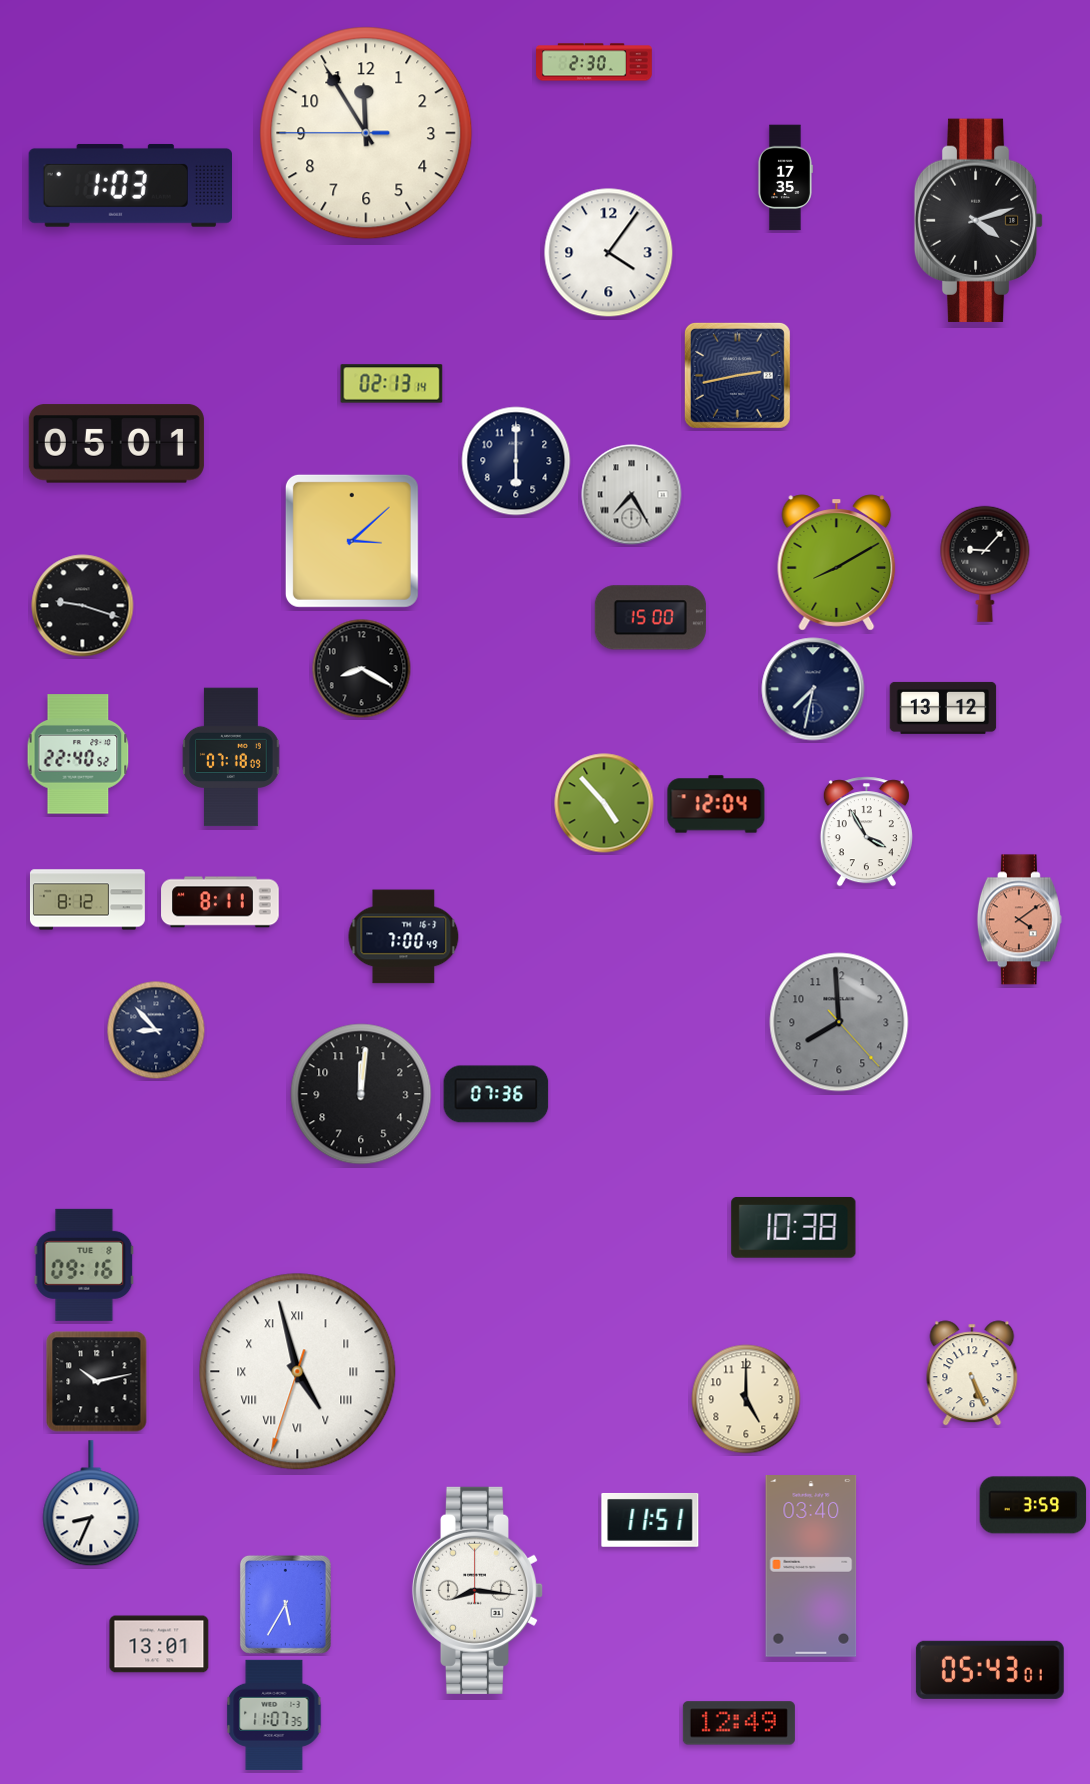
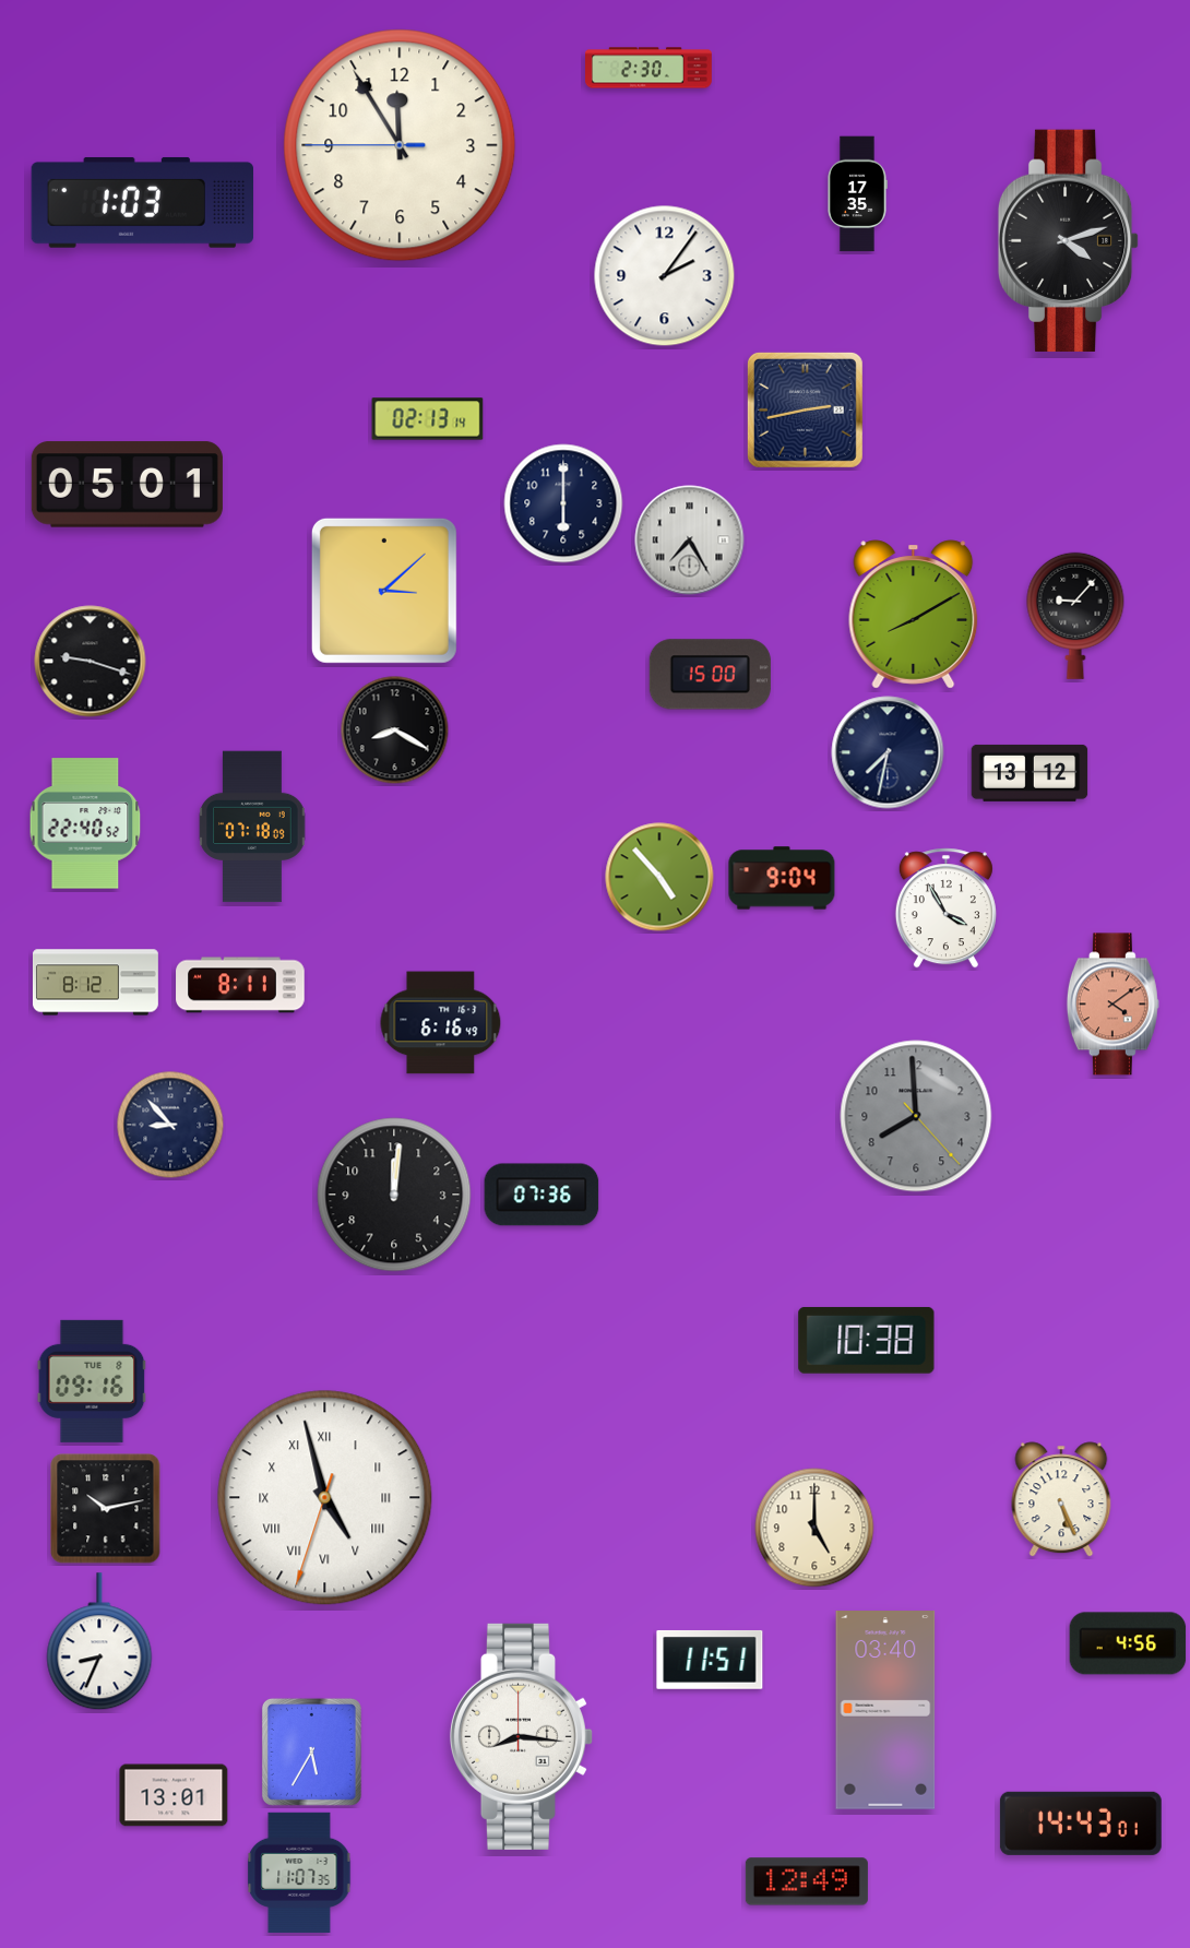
clock at (609, 253): 4:06 -> 2:06
clock at (716, 804): 12:04 -> 9:04
clock at (404, 937): 7:00 -> 6:16
clock at (1033, 1505): 3:59 -> 4:56
clock at (990, 1670): 05:43 -> 14:43
